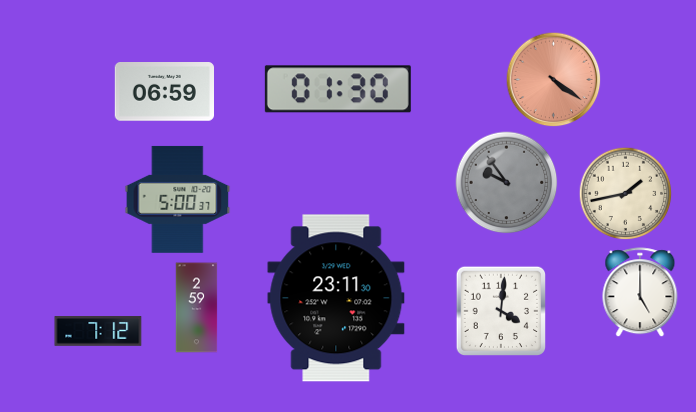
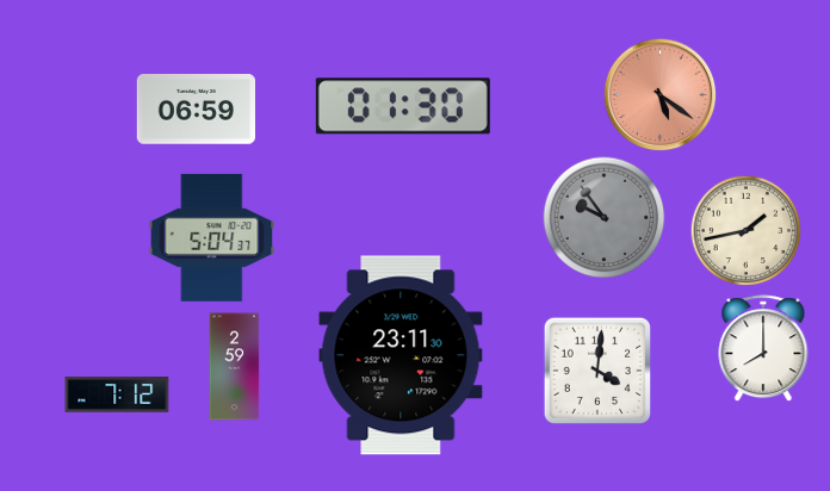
clock at (553, 79): 4:21 -> 5:21
clock at (178, 199): 5:00 -> 5:04
clock at (640, 292): 5:00 -> 8:00
